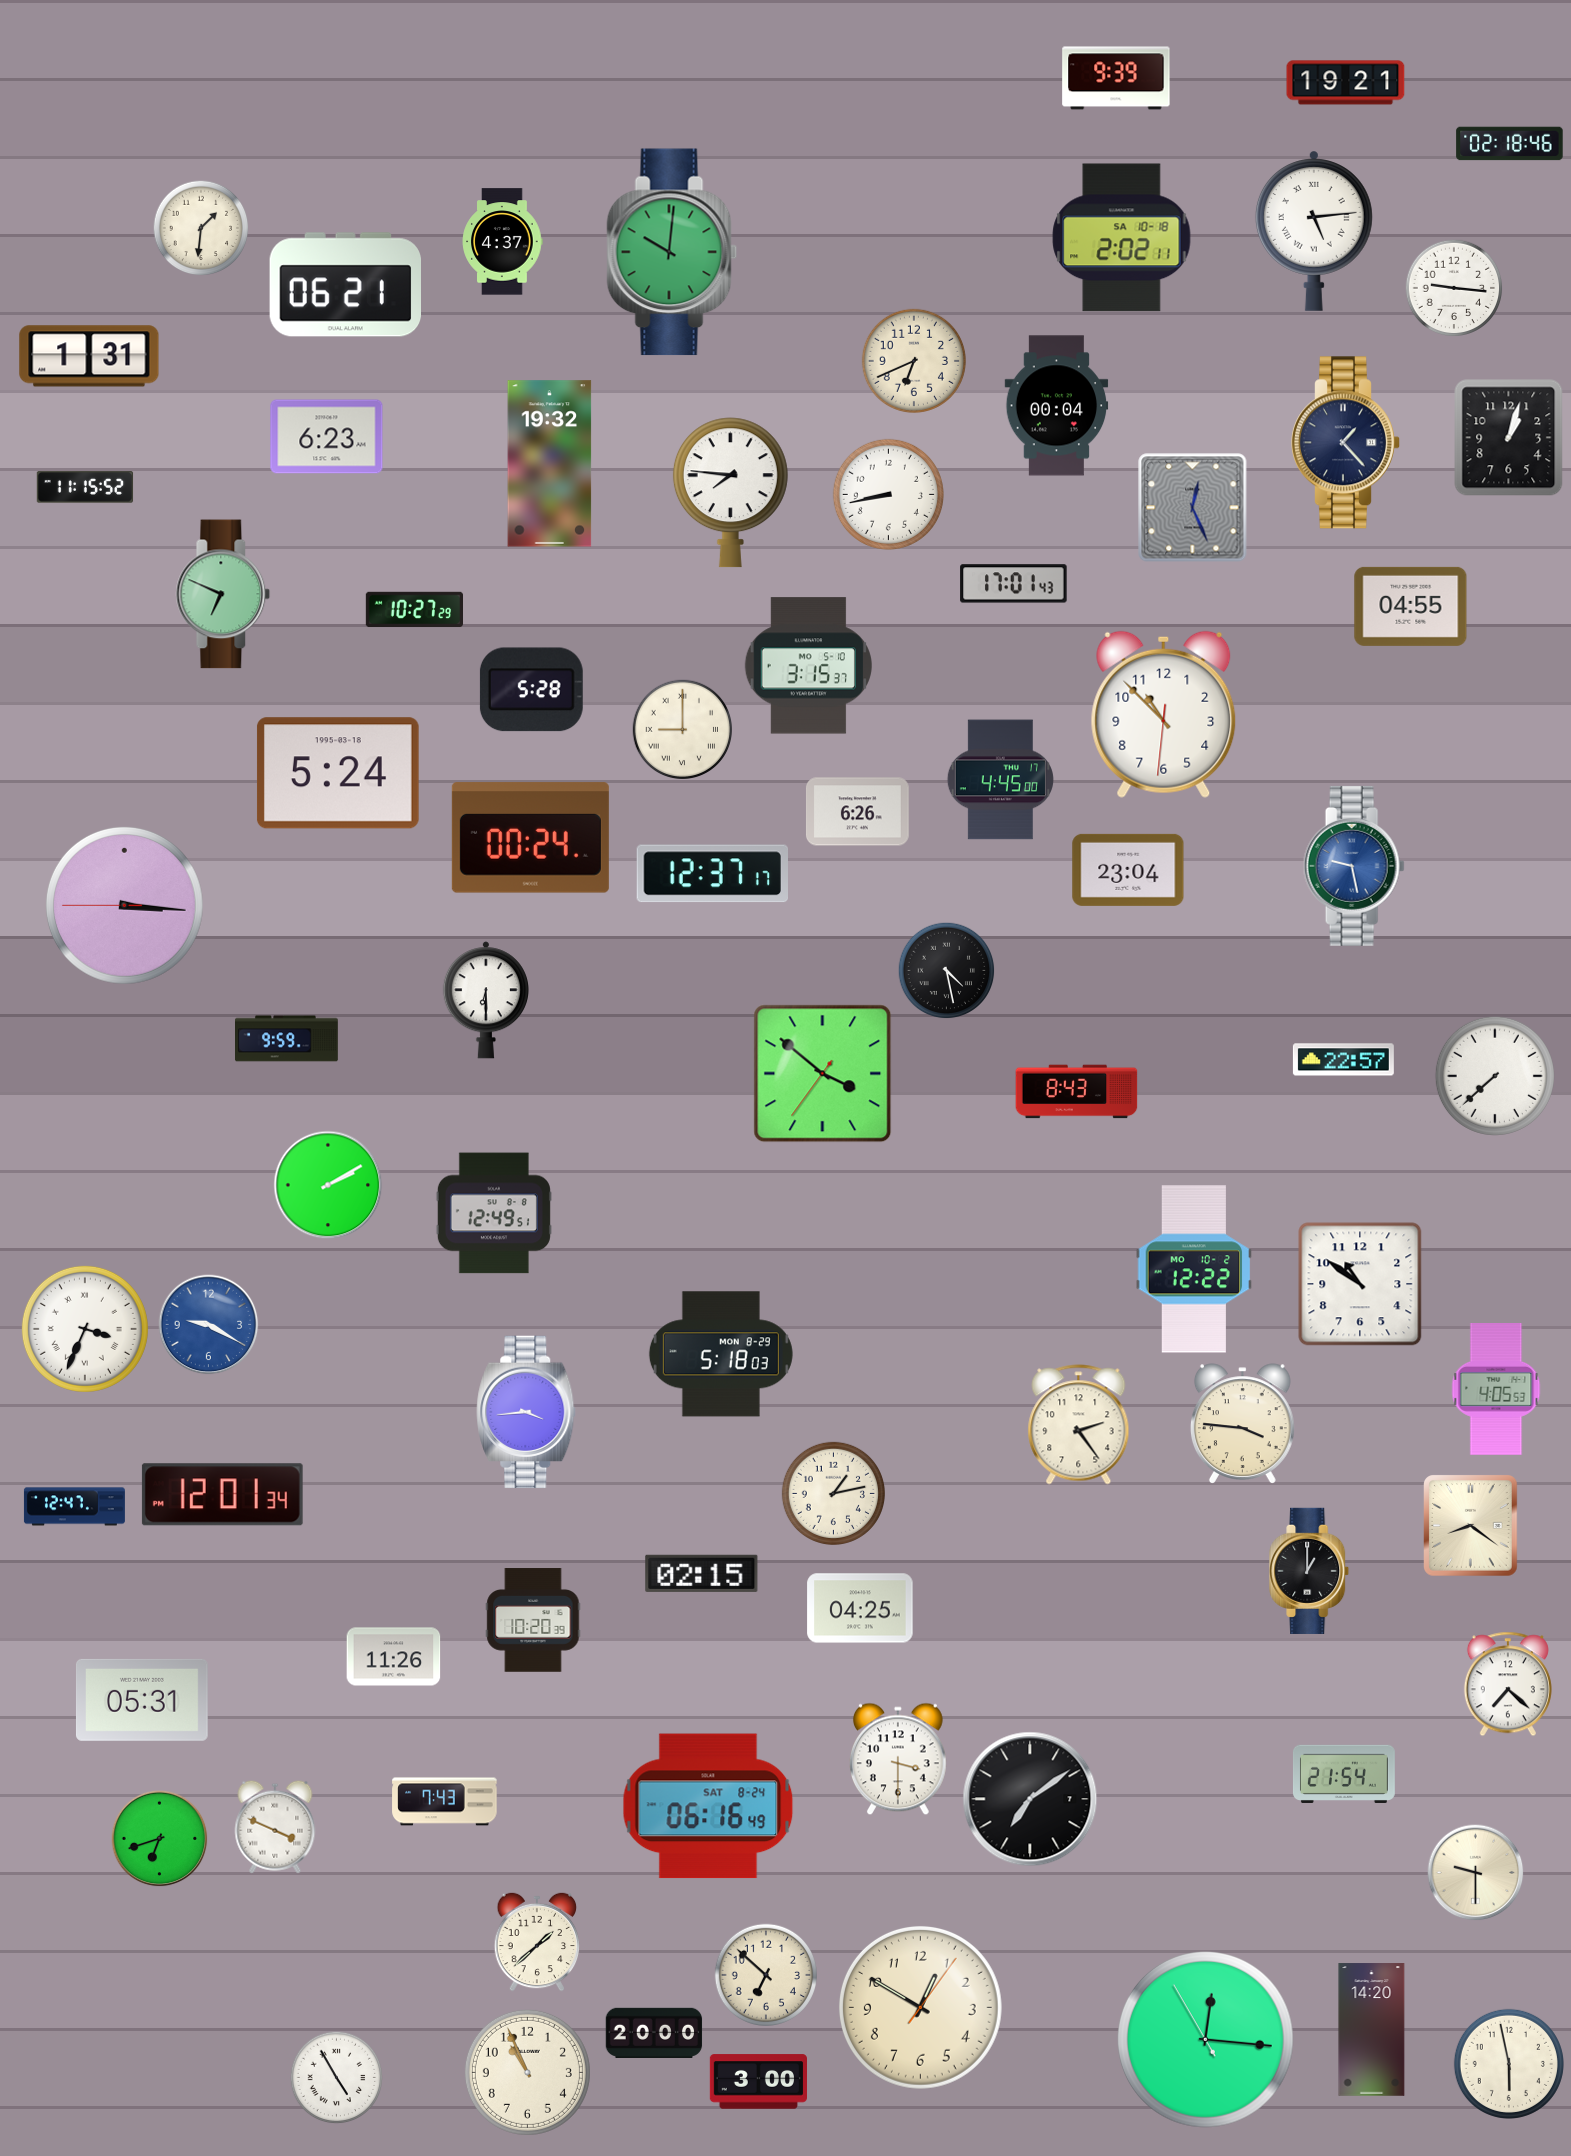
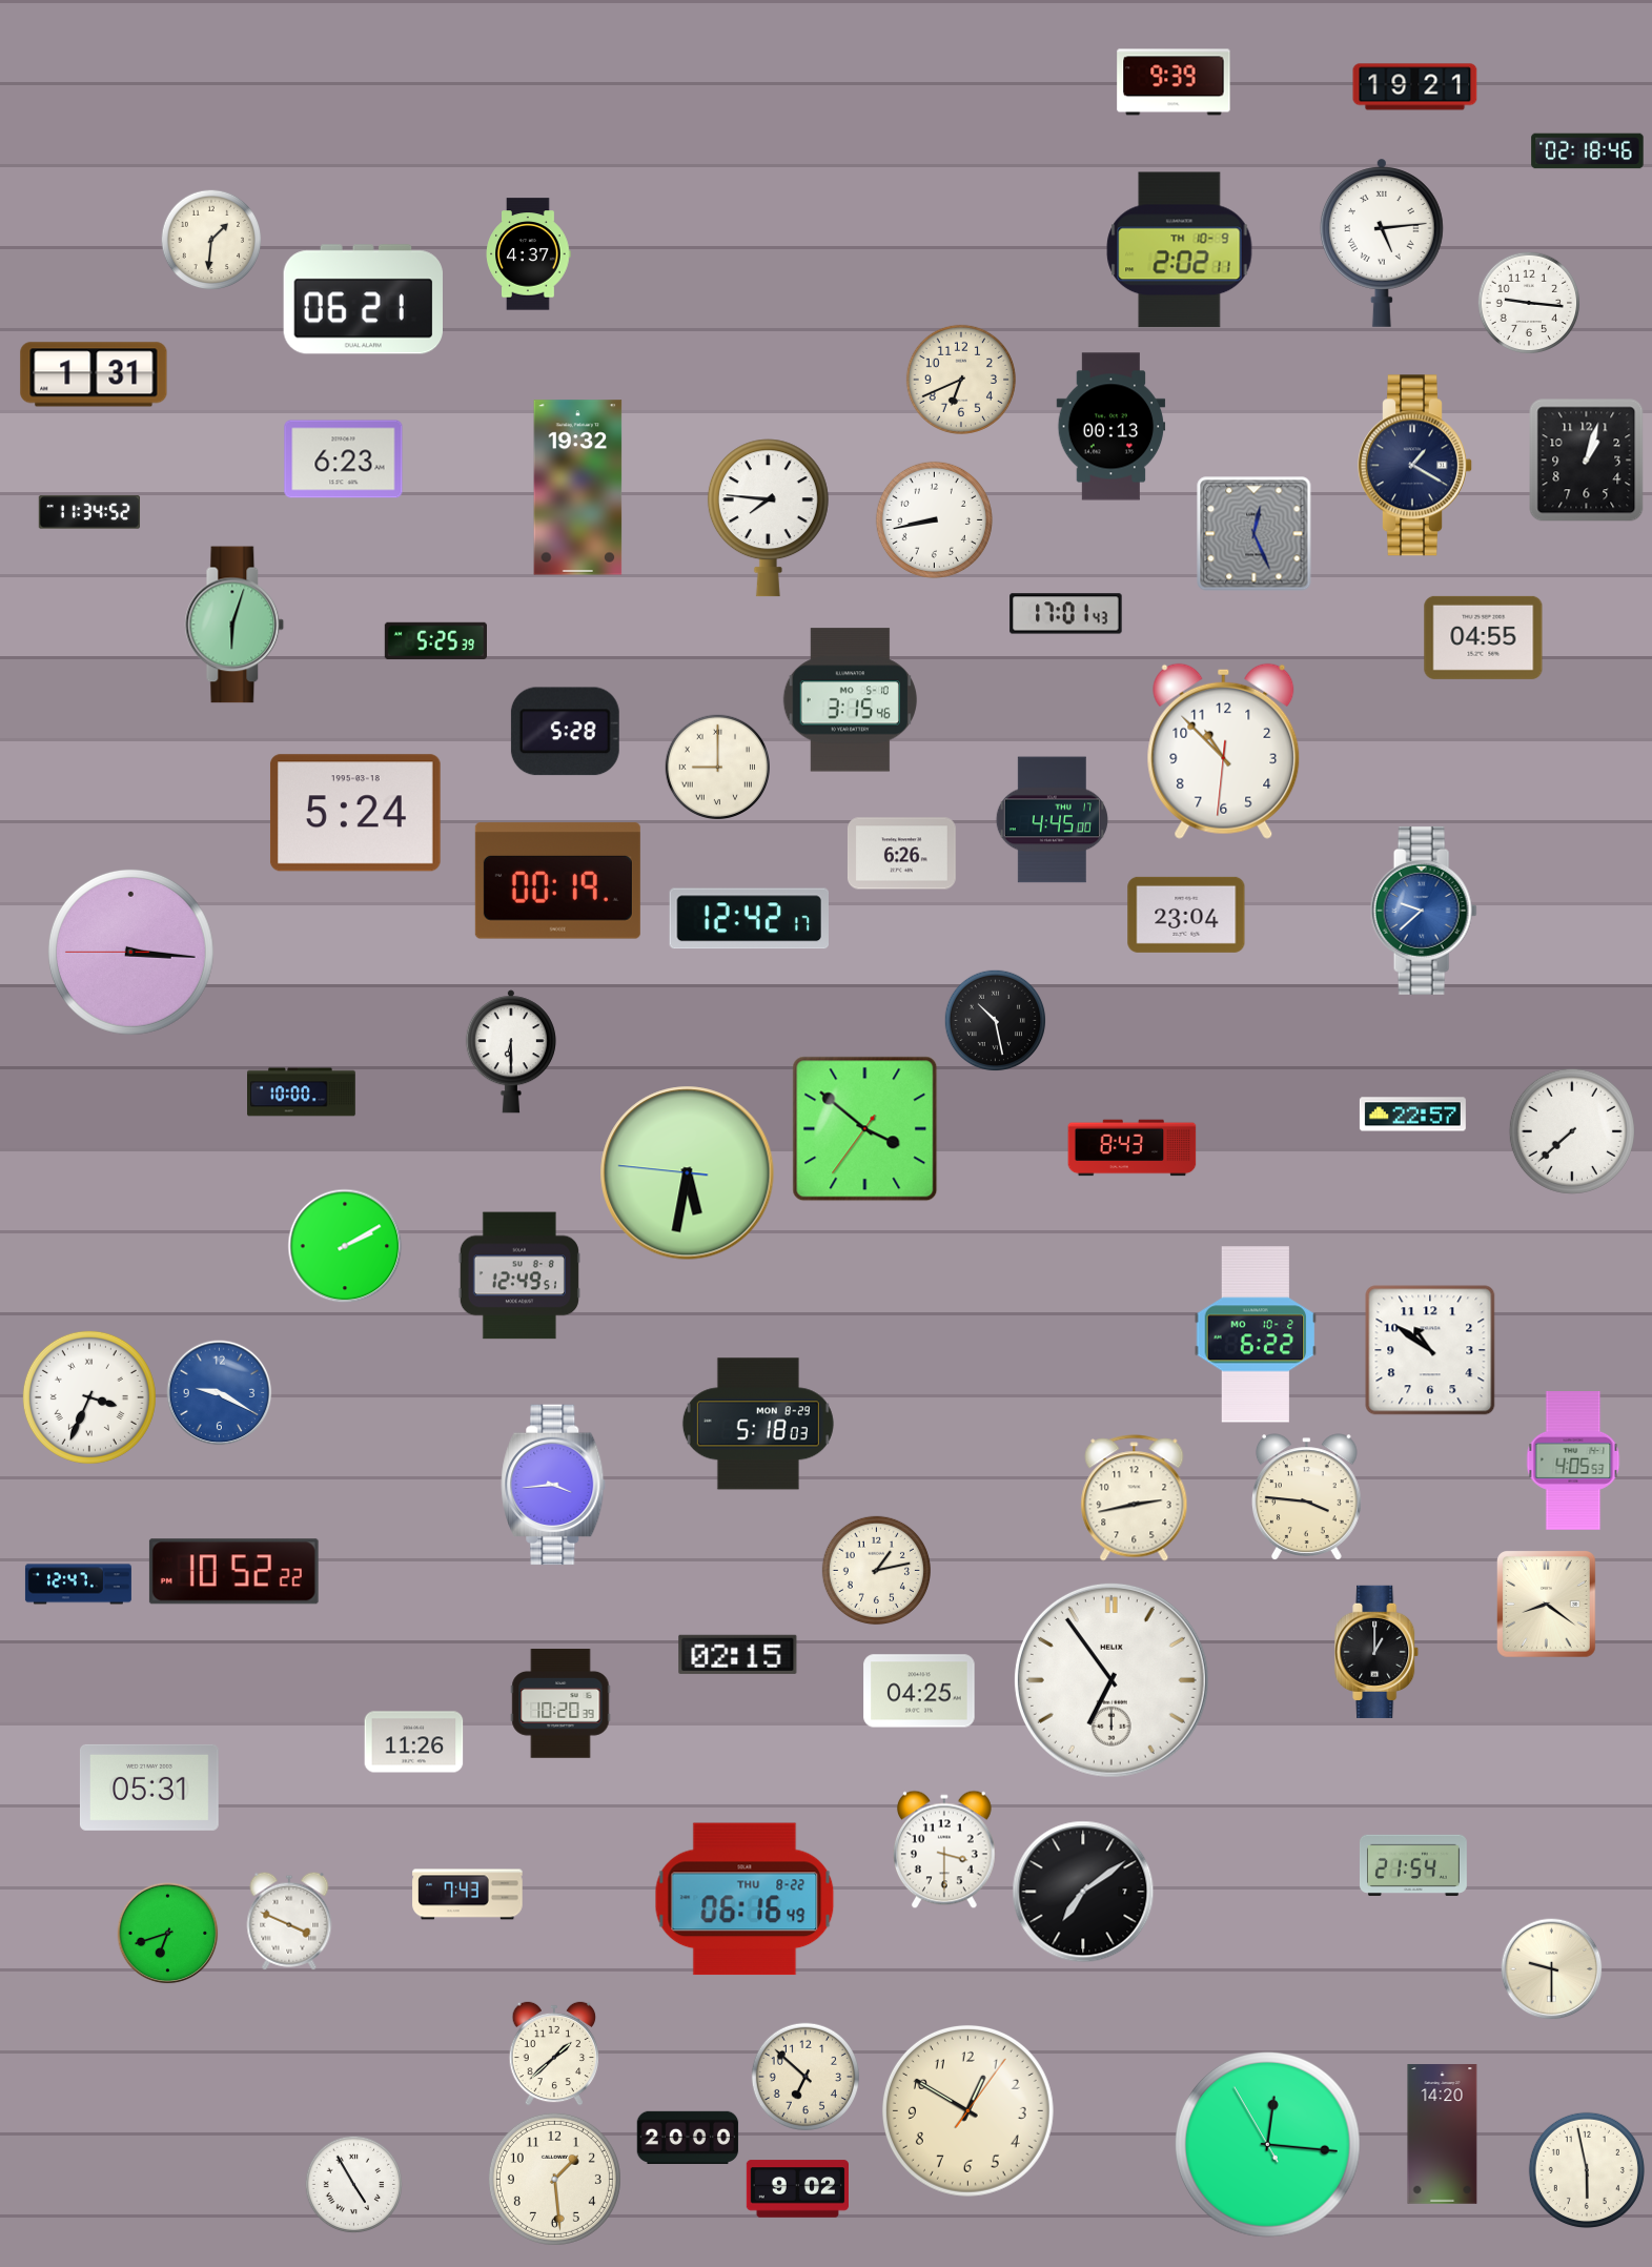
clock at (1122, 238) date: SA 10-18 -> TH 10-9
clock at (672, 252): 10:01 -> none
clock at (1057, 406): 00:04 -> 00:13
clock at (1346, 443): 1:23 -> 1:20
clock at (85, 487): 11:15 -> 11:34
clock at (223, 594): 6:49 -> 6:03
clock at (414, 610): 10:27 -> 5:25
clock at (808, 666): 3:15:37 -> 3:15:46
clock at (531, 690) position: (531, 690) -> (565, 732)
clock at (530, 838): 00:24 -> 00:19
clock at (1354, 866): 9:28 -> 9:38
clock at (712, 874): 12:37 -> 12:42
clock at (947, 971): 4:28 -> 10:28
clock at (287, 1039): 9:59 -> 10:00
clock at (688, 1173): none -> 5:31
clock at (1194, 1269): 12:22 -> 6:22
clock at (1079, 1425): 2:24 -> 2:43
clock at (222, 1495): 12:01 -> 10:52
clock at (1111, 1680): none -> 6:54
clock at (860, 1608) position: (860, 1608) -> (919, 1691)
clock at (1508, 1684): 7:22 -> none
clock at (708, 1806) date: SAT 8-24 -> THU 8-22
clock at (537, 1942) position: (537, 1942) -> (554, 2054)
clock at (527, 2072): 10:56 -> 1:29
clock at (758, 2082): 3:00 -> 9:02
